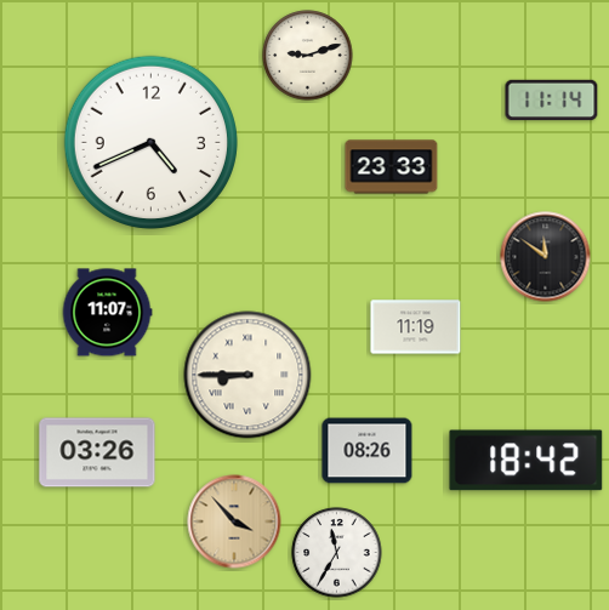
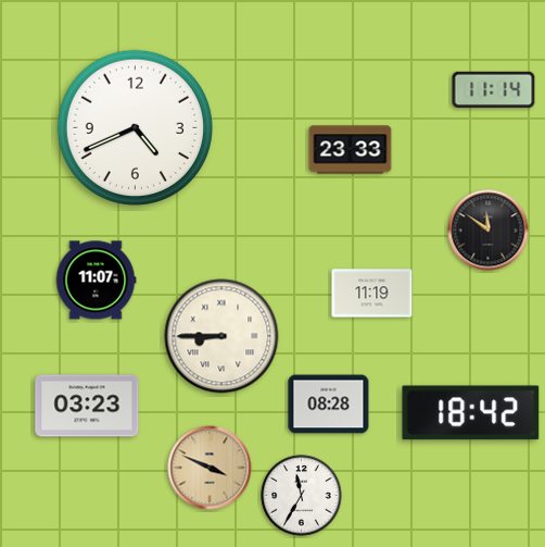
clock at (308, 56): 9:12 -> none
clock at (368, 451): 08:26 -> 08:28
clock at (97, 452): 03:26 -> 03:23
clock at (234, 521): 3:53 -> 3:49
